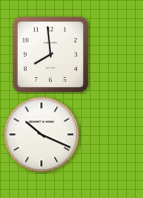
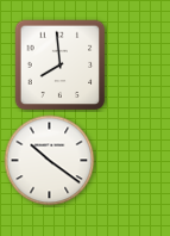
clock at (42, 135): 10:19 -> 10:21
